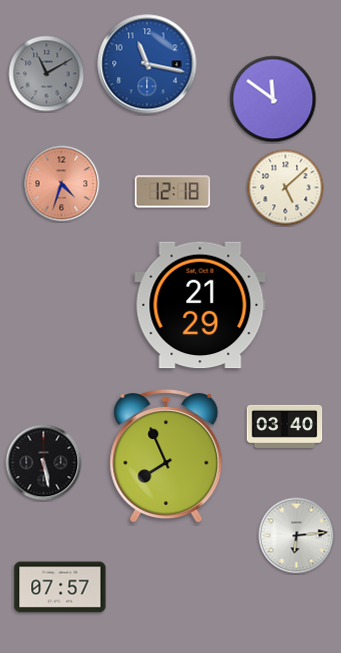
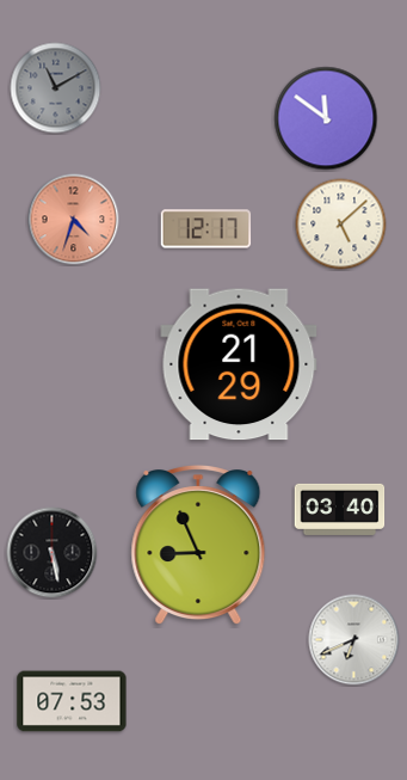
clock at (147, 64): 11:17 -> none
clock at (173, 192): 12:18 -> 12:17
clock at (166, 457): 7:56 -> 8:56
clock at (297, 536): 6:14 -> 6:41
clock at (60, 587): 07:57 -> 07:53
